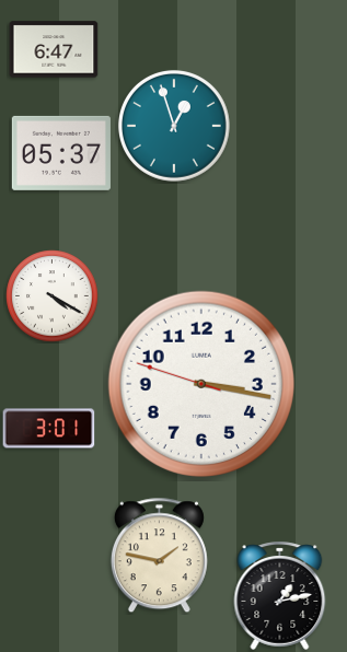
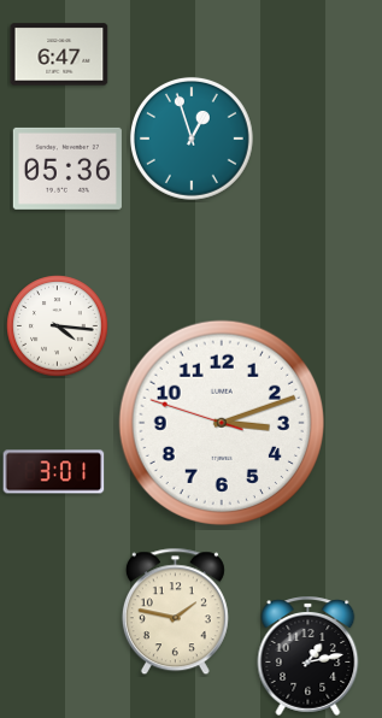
clock at (61, 153): 05:37 -> 05:36
clock at (53, 296): 4:20 -> 4:16
clock at (200, 383): 3:16 -> 3:11
